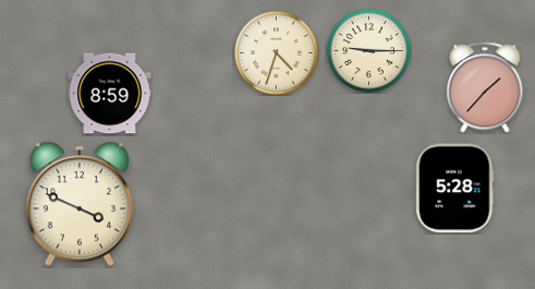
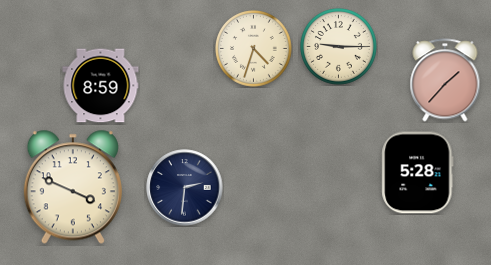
clock at (185, 188): none -> 2:31
